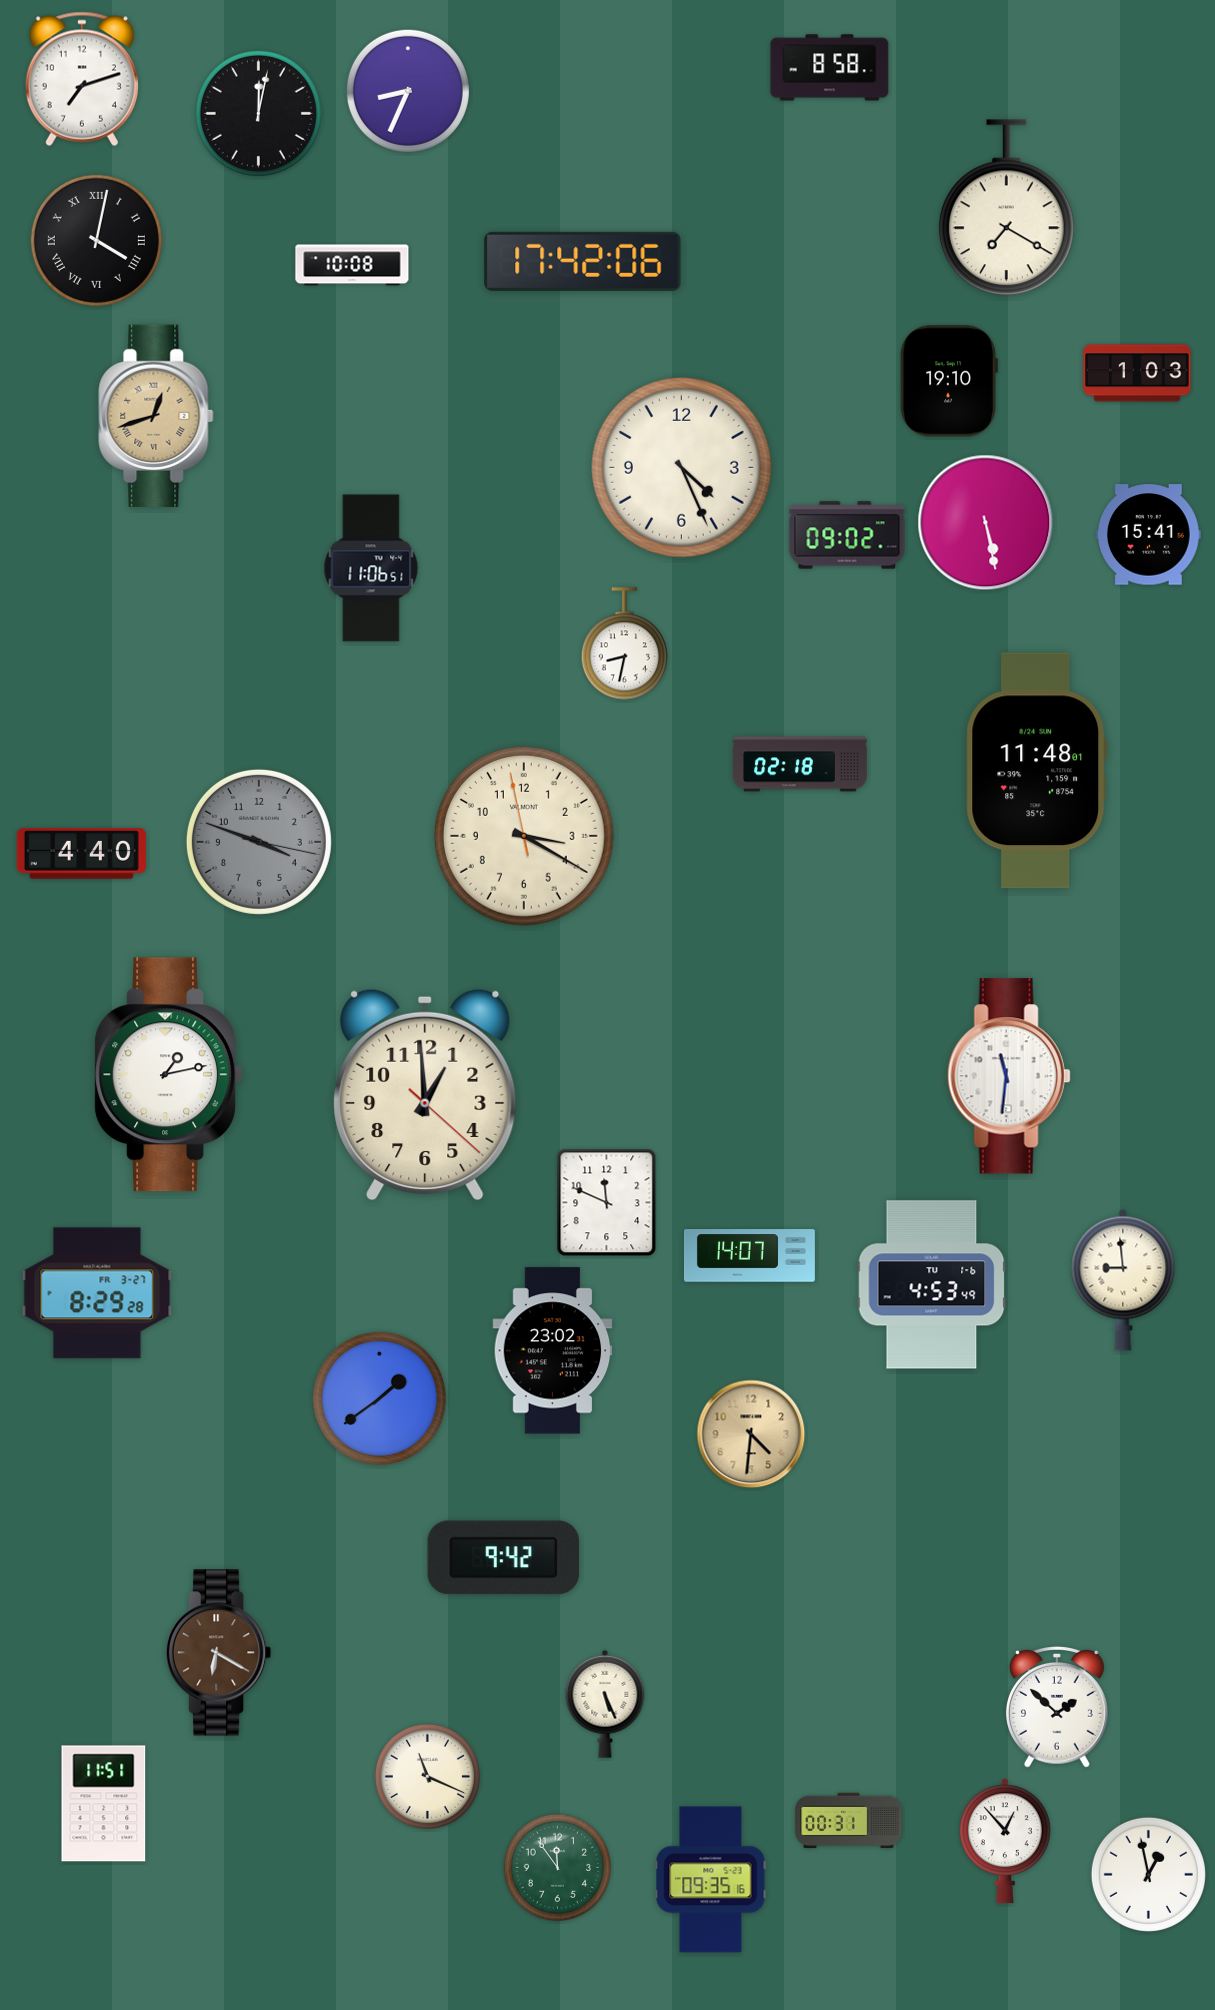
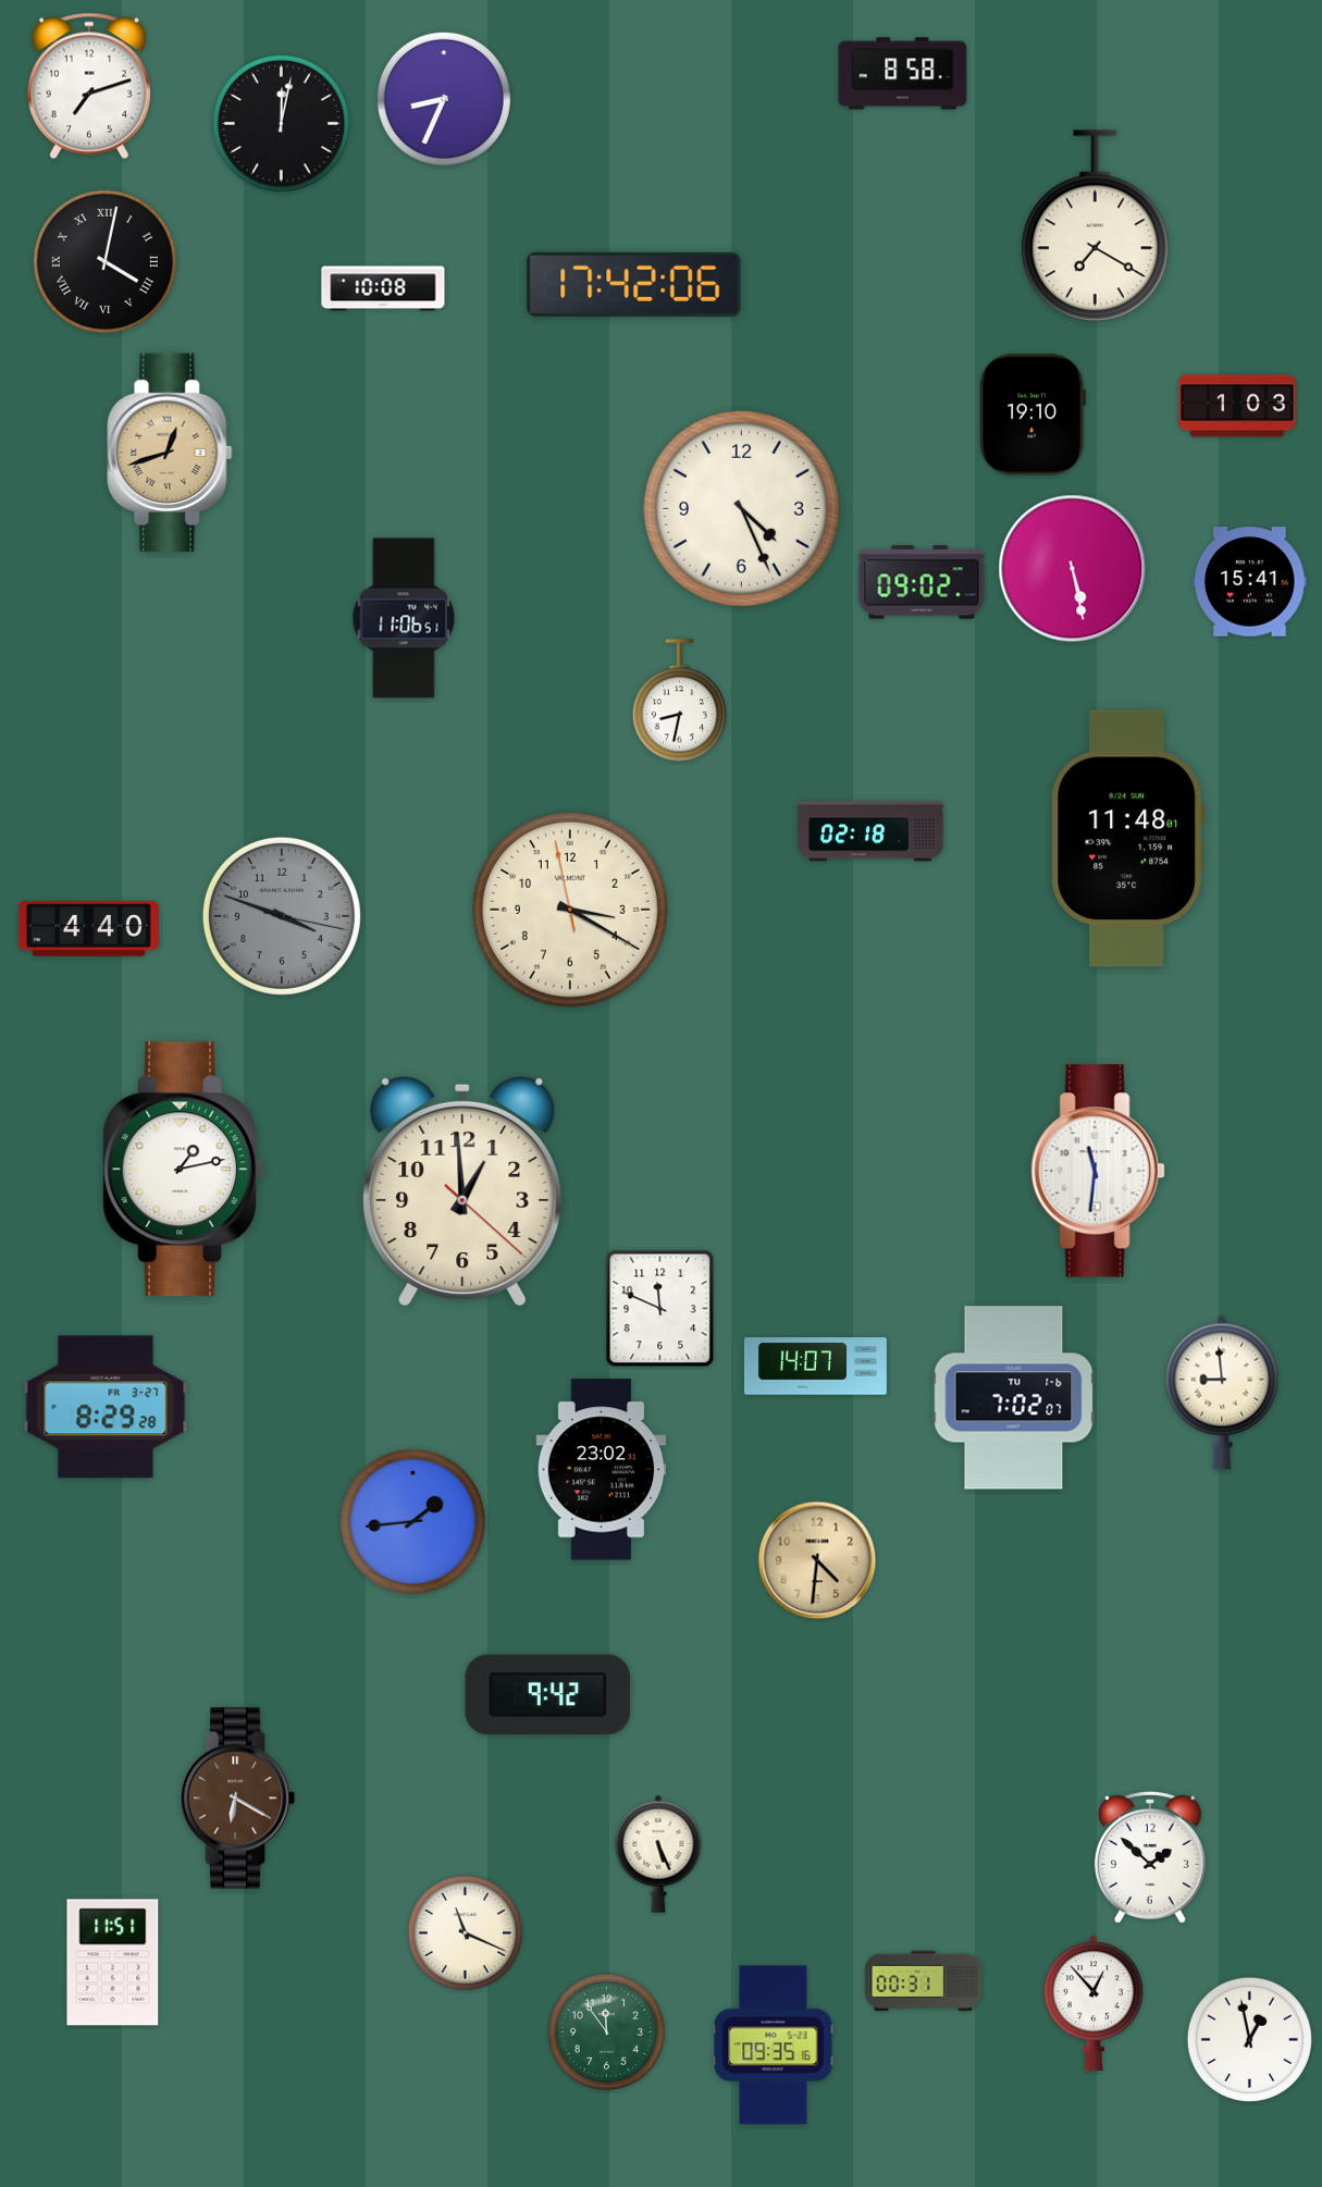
clock at (932, 1285): 4:53 -> 7:02
clock at (379, 1398): 1:39 -> 1:44
